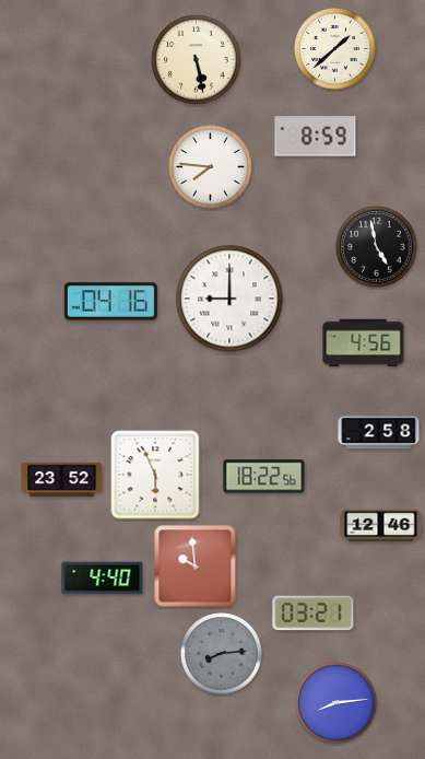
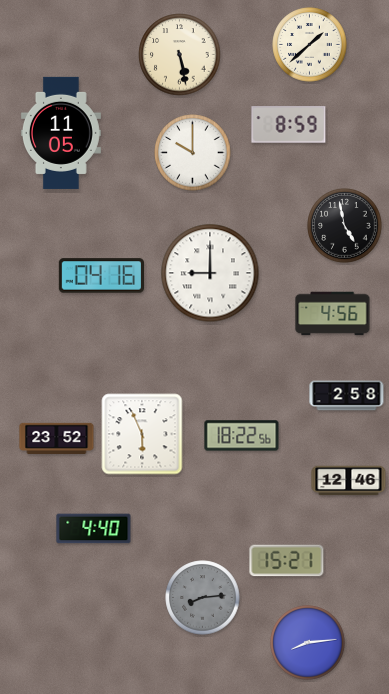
clock at (335, 49) position: (335, 49) -> (310, 45)
clock at (61, 133): none -> 11:05
clock at (211, 167): 7:46 -> 10:00
clock at (196, 567): 9:59 -> none
clock at (314, 614): 03:21 -> 15:21
